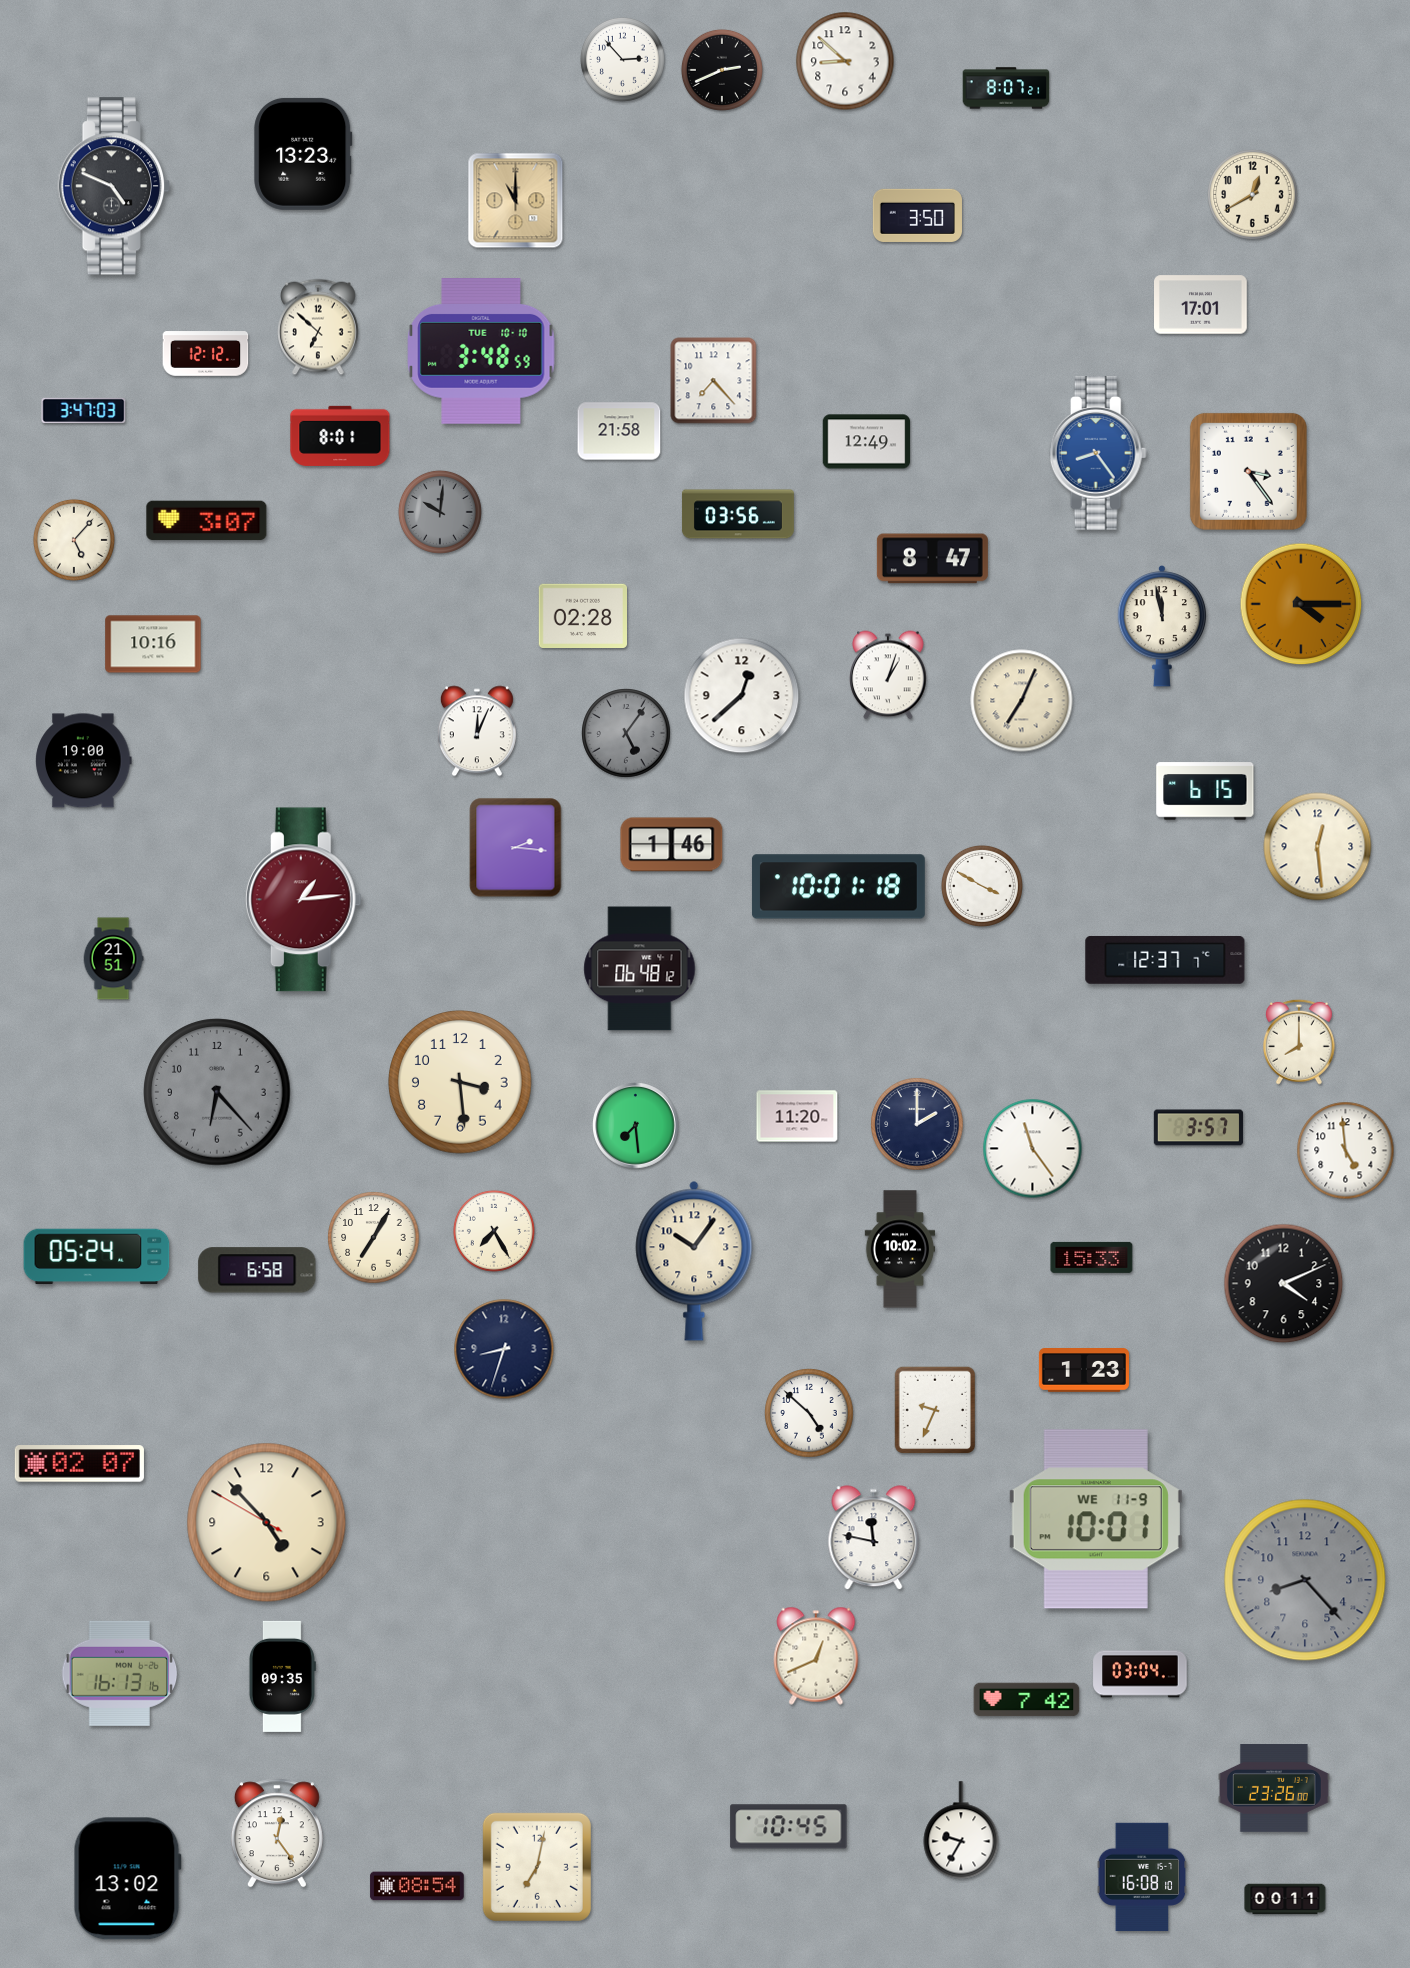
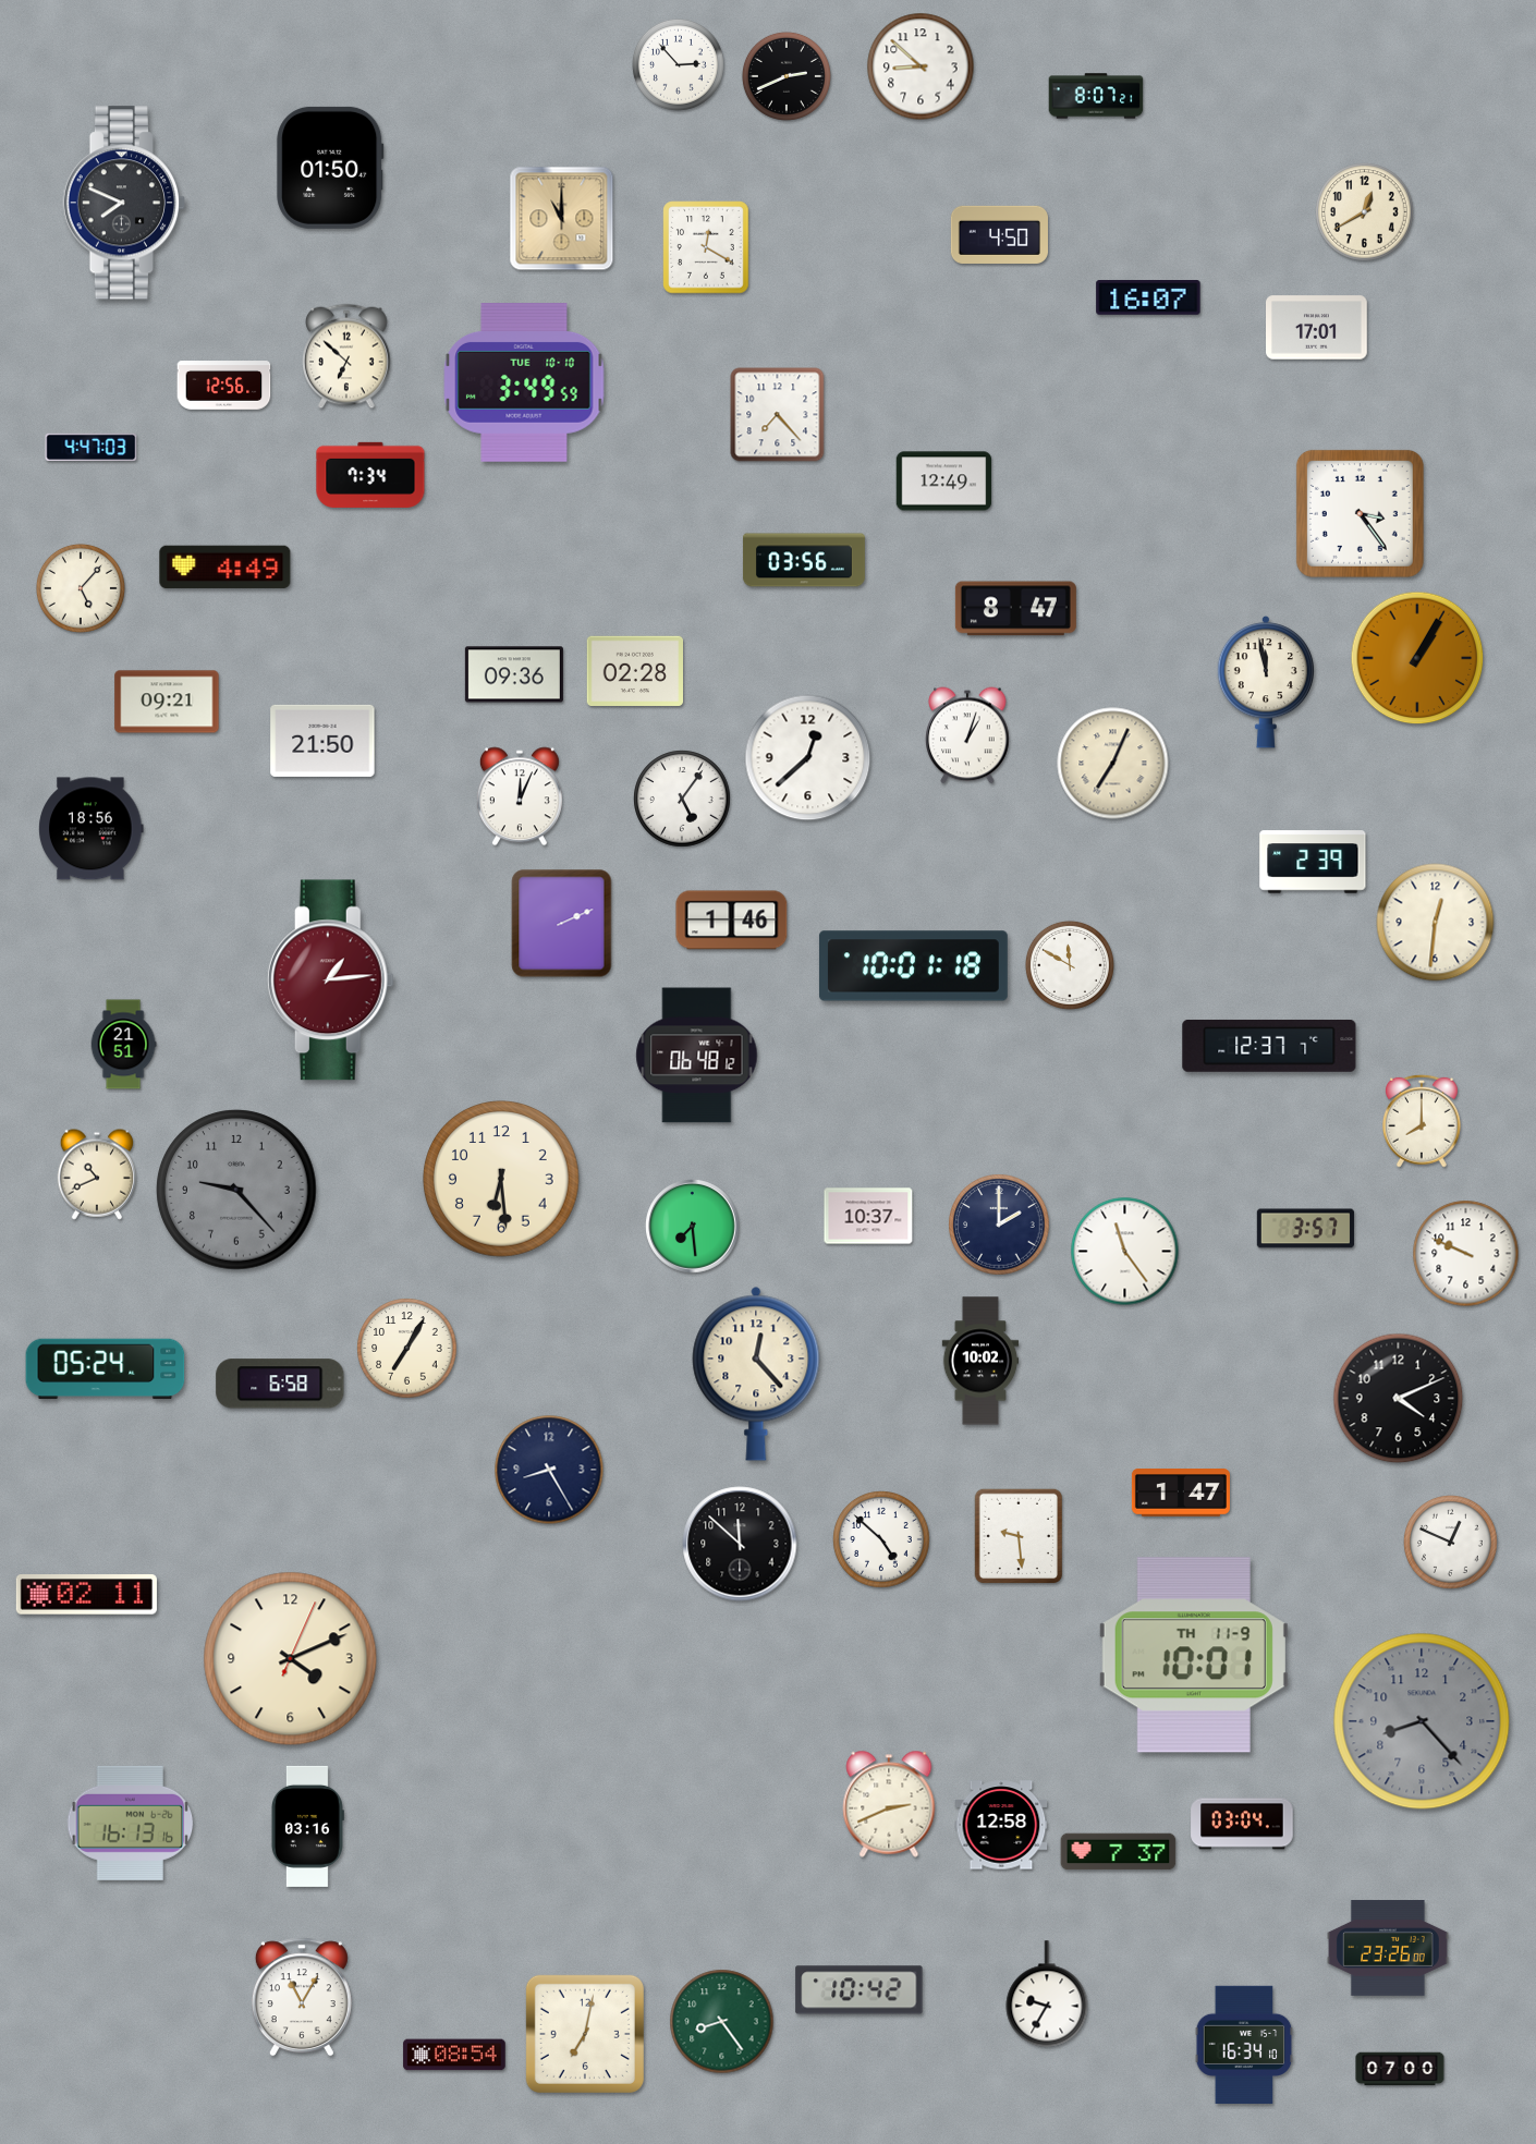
clock at (303, 154): 13:23 -> 01:50
clock at (114, 186): 4:49 -> 7:49
clock at (917, 215): 3:50 -> 4:50
clock at (706, 247): none -> 12:20
clock at (1148, 299): none -> 16:07
clock at (1201, 305) position: (1201, 305) -> (1317, 328)
clock at (481, 352): 3:48 -> 3:49
clock at (206, 354): 12:12 -> 12:56
clock at (84, 410): 3:47 -> 4:47
clock at (619, 431): 21:58 -> none
clock at (340, 436): 8:01 -> 7:34
clock at (1098, 454): 8:24 -> none
clock at (440, 512): 10:01 -> none
clock at (207, 521): 3:07 -> 4:49
clock at (1301, 604): 4:15 -> 1:05
clock at (514, 674): none -> 09:36
clock at (153, 644): 10:16 -> 09:21
clock at (322, 741): none -> 21:50
clock at (626, 733) dial: grey -> white
clock at (84, 761): 19:00 -> 18:56
clock at (1205, 791): 6:15 -> 2:39
clock at (1318, 847): 12:29 -> 12:31
clock at (516, 848): 2:16 -> 2:11
clock at (982, 886): 3:50 -> 11:50
clock at (1300, 1042) position: (1300, 1042) -> (1423, 1121)
clock at (97, 1174): none -> 10:41
clock at (461, 1083): 3:29 -> 6:29
clock at (217, 1092): 6:23 -> 9:23
clock at (797, 1116): 11:20 -> 10:37
clock at (1346, 1151): 4:59 -> 9:49
clock at (494, 1231): 7:25 -> none
clock at (1092, 1257): 15:33 -> none
clock at (694, 1261): 10:06 -> 12:23
clock at (504, 1349): 8:33 -> 8:25
clock at (1084, 1371): 1:23 -> 1:47
clock at (935, 1410): 9:34 -> 9:29
clock at (1451, 1543): none -> 12:49
clock at (740, 1544): none -> 11:52
clock at (79, 1464): 02:07 -> 02:11
clock at (1096, 1519) date: WE 11-9 -> TH 11-9
clock at (267, 1523): 4:52 -> 4:11
clock at (874, 1538): 11:47 -> none
clock at (816, 1656): 12:41 -> 2:41
clock at (1001, 1825): none -> 12:58
clock at (282, 1676): 09:35 -> 03:16
clock at (1027, 1700): 7:42 -> 7:37
clock at (789, 1827): 10:45 -> 10:42
clock at (277, 1833): 12:24 -> 11:05
clock at (722, 2022): none -> 8:24
clock at (1142, 1876): 16:08 -> 16:34
clock at (127, 1879): 13:02 -> none
clock at (1285, 1899): 00:11 -> 07:00
